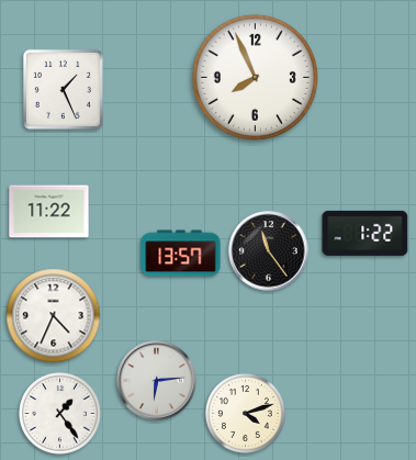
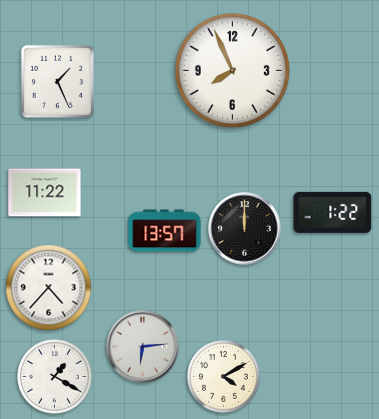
clock at (269, 251): 11:24 -> 12:00
clock at (54, 316): 4:34 -> 4:37
clock at (60, 414): 1:24 -> 1:20
clock at (246, 414): 4:12 -> 4:10
